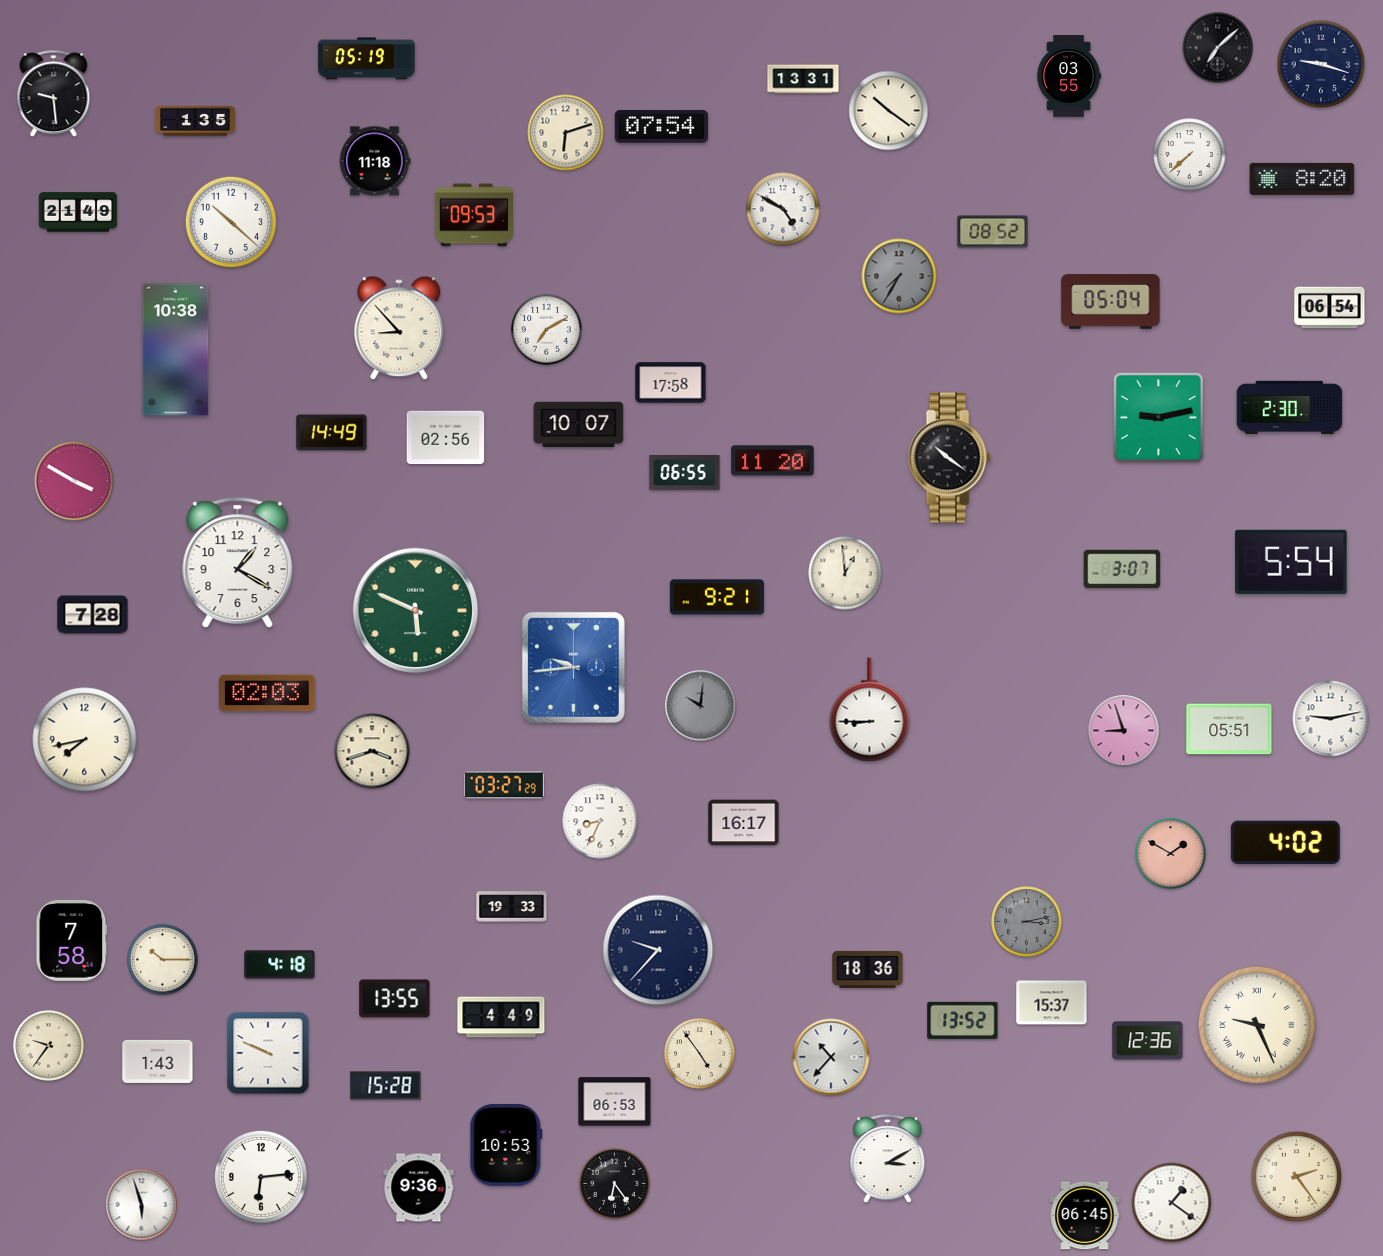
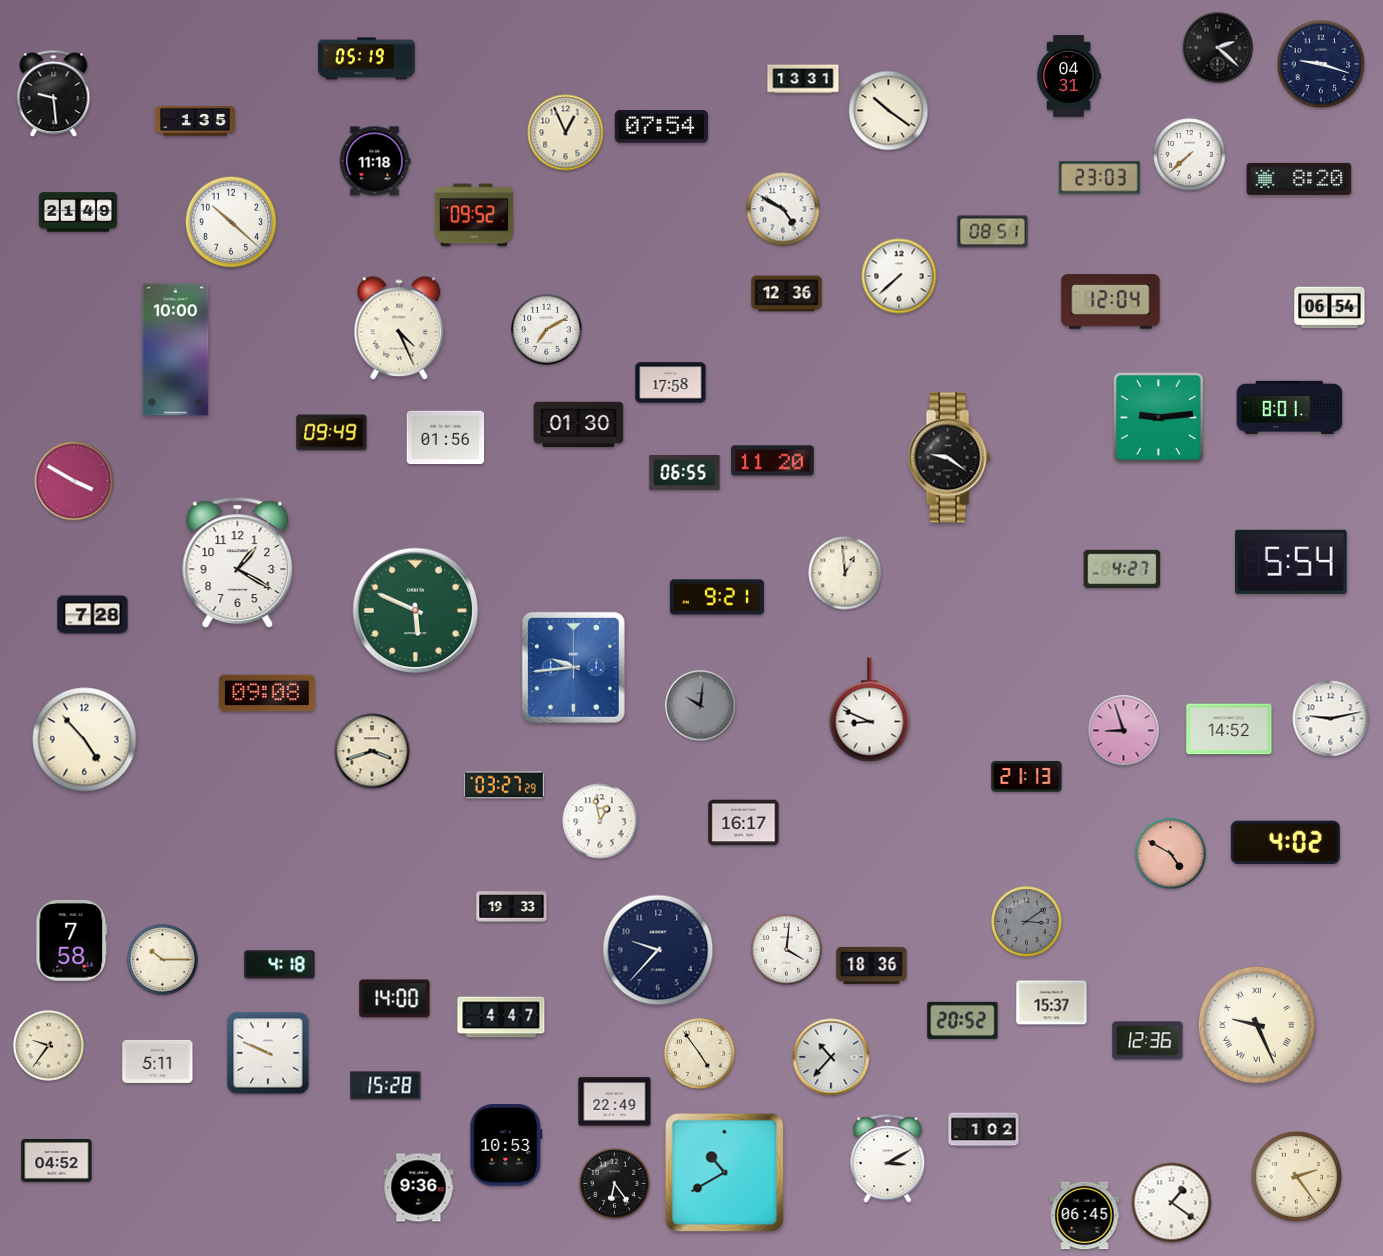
clock at (1218, 48): 7:08 -> 2:22
clock at (1069, 76): 03:55 -> 04:31
clock at (566, 133): 6:12 -> 12:56
clock at (1099, 178): none -> 23:03
clock at (1302, 179) position: (1302, 179) -> (1299, 179)
clock at (473, 215): 09:53 -> 09:52
clock at (993, 232): 08:52 -> 08:51
clock at (899, 276): 7:35 -> 7:38
clock at (899, 276) dial: grey -> white
clock at (787, 294): none -> 12:36
clock at (1111, 302): 05:04 -> 12:04
clock at (399, 329): 8:53 -> 4:26
clock at (176, 350): 10:38 -> 10:00
clock at (1290, 407): 2:30 -> 8:01
clock at (1158, 417): 9:13 -> 9:14
clock at (579, 425): 10:07 -> 01:30
clock at (332, 433): 14:49 -> 09:49
clock at (446, 438): 02:56 -> 01:56
clock at (949, 458): 10:21 -> 9:21
clock at (1122, 568): 3:07 -> 4:27
clock at (267, 693): 02:03 -> 09:08
clock at (870, 710): 8:45 -> 8:49
clock at (1229, 729): 05:51 -> 14:52
clock at (85, 740): 7:43 -> 4:53
clock at (1027, 777): none -> 21:13
clock at (600, 821): 8:34 -> 12:58
clock at (1171, 854): 1:50 -> 4:50
clock at (1027, 922): 3:13 -> 3:09
clock at (787, 950): none -> 4:01
clock at (868, 969) position: (868, 969) -> (872, 965)
clock at (395, 999): 13:55 -> 14:00
clock at (501, 1017): 4:49 -> 4:47
clock at (963, 1020): 13:52 -> 20:52
clock at (158, 1061): 1:43 -> 5:11
clock at (615, 1102): 06:53 -> 22:49
clock at (984, 1130): none -> 1:02
clock at (57, 1161): none -> 04:52
clock at (725, 1173): none -> 10:40
clock at (261, 1177): 6:14 -> none
clock at (142, 1205): 5:57 -> none
